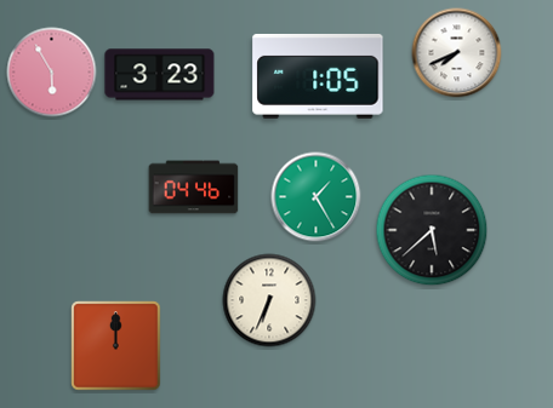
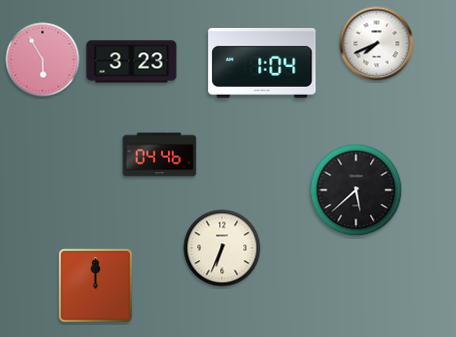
clock at (318, 76): 1:05 -> 1:04
clock at (317, 197): 1:25 -> none
